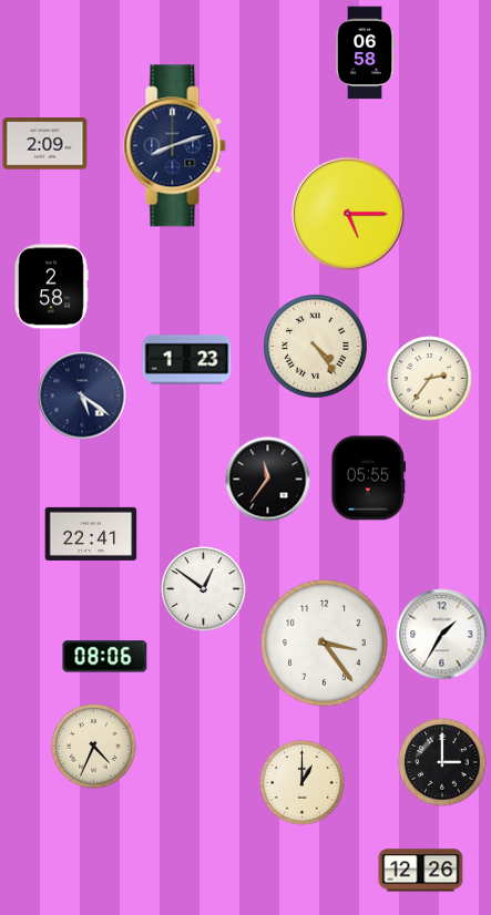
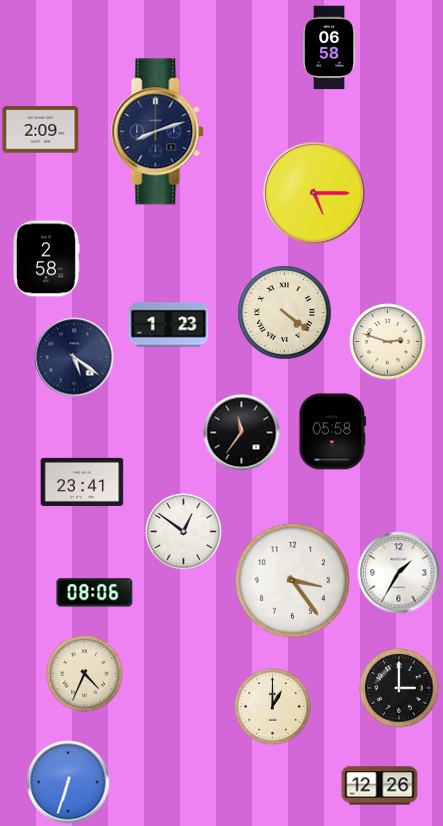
clock at (316, 347): 4:24 -> 4:21
clock at (430, 379): 2:36 -> 2:48
clock at (369, 479): 05:55 -> 05:58
clock at (91, 534): 22:41 -> 23:41
clock at (68, 782): none -> 6:33
